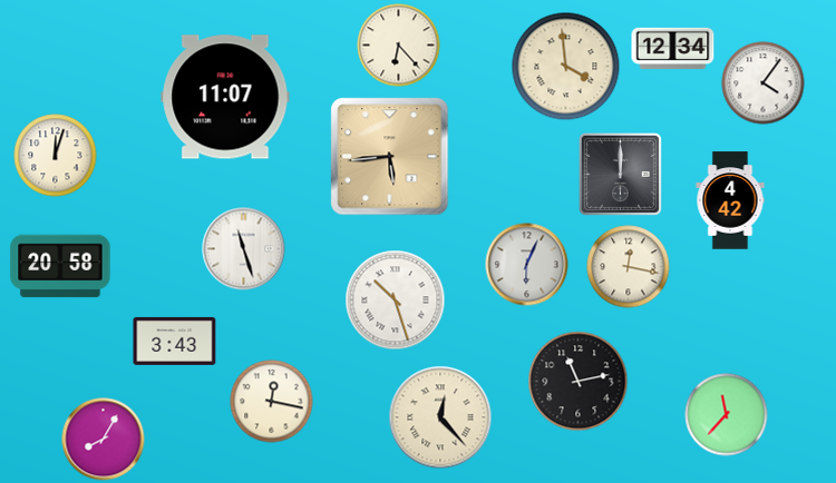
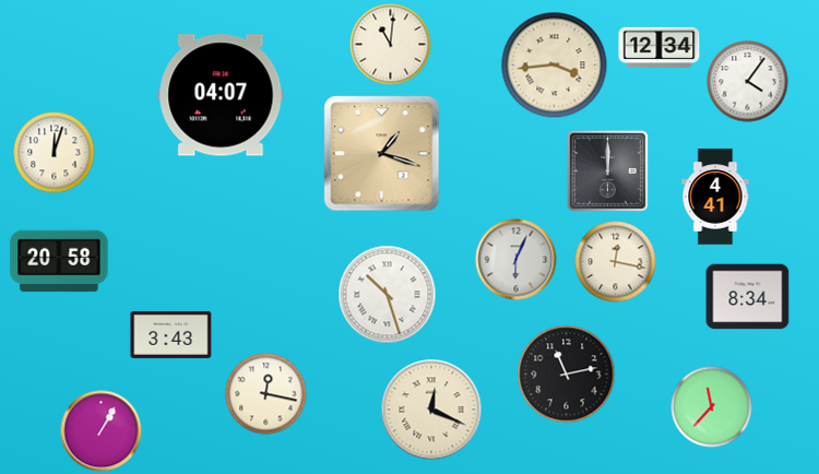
clock at (399, 46): 6:23 -> 11:01
clock at (566, 67): 3:59 -> 3:44
clock at (225, 97): 11:07 -> 04:07
clock at (390, 157): 5:44 -> 1:18
clock at (730, 200): 4:42 -> 4:41
clock at (244, 249): 11:27 -> none
clock at (748, 297): none -> 8:34
clock at (440, 417): 12:23 -> 12:19
clock at (104, 440): 8:05 -> 1:05
